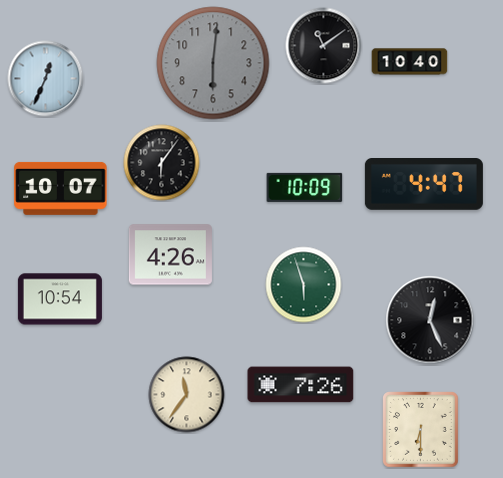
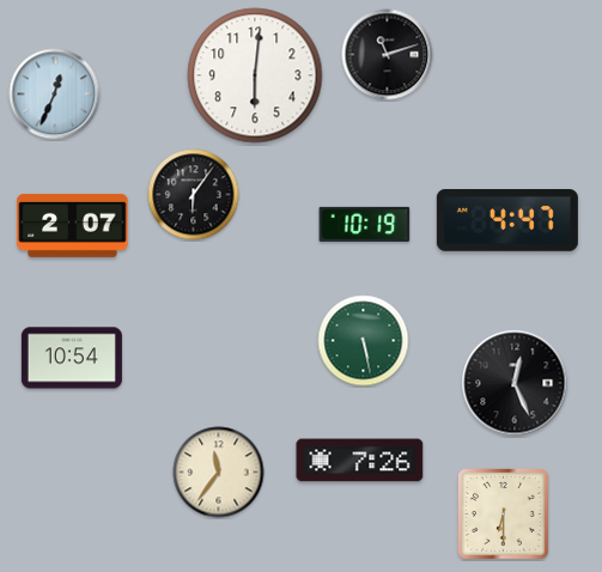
clock at (324, 46): 11:09 -> 11:12
clock at (410, 62): 10:40 -> none
clock at (213, 63) dial: grey -> white
clock at (305, 187): 10:09 -> 10:19
clock at (61, 188): 10:07 -> 2:07
clock at (170, 255): 4:26 -> none
clock at (304, 285): 5:57 -> 5:28
clock at (187, 395) position: (187, 395) -> (219, 473)
